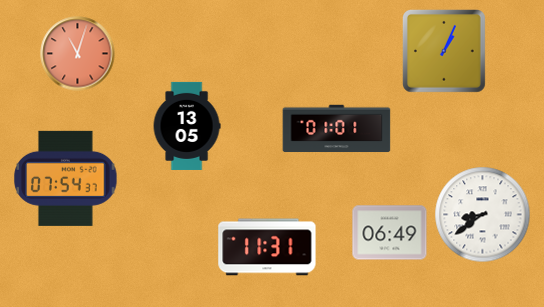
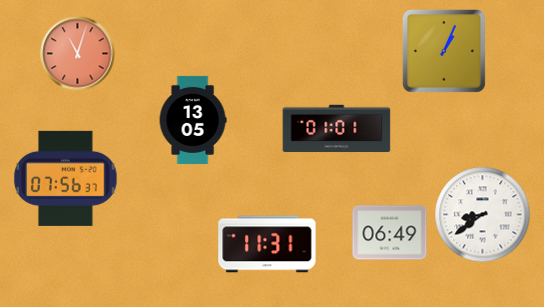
clock at (187, 126) position: (187, 126) -> (193, 120)
clock at (66, 178): 07:54 -> 07:56
clock at (267, 247) position: (267, 247) -> (267, 244)
